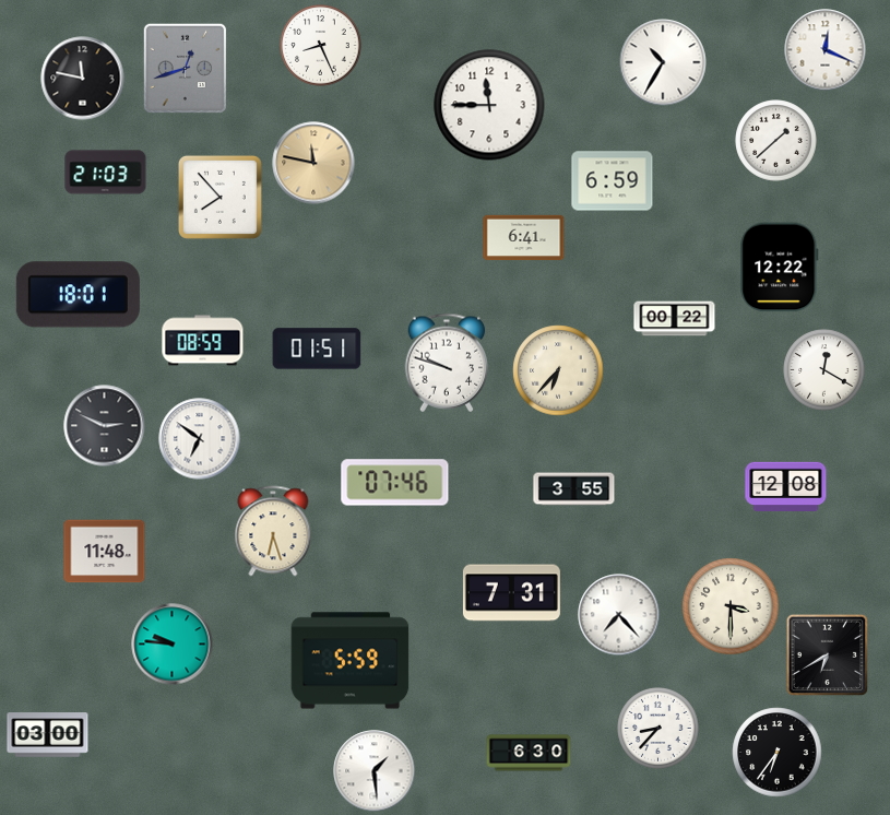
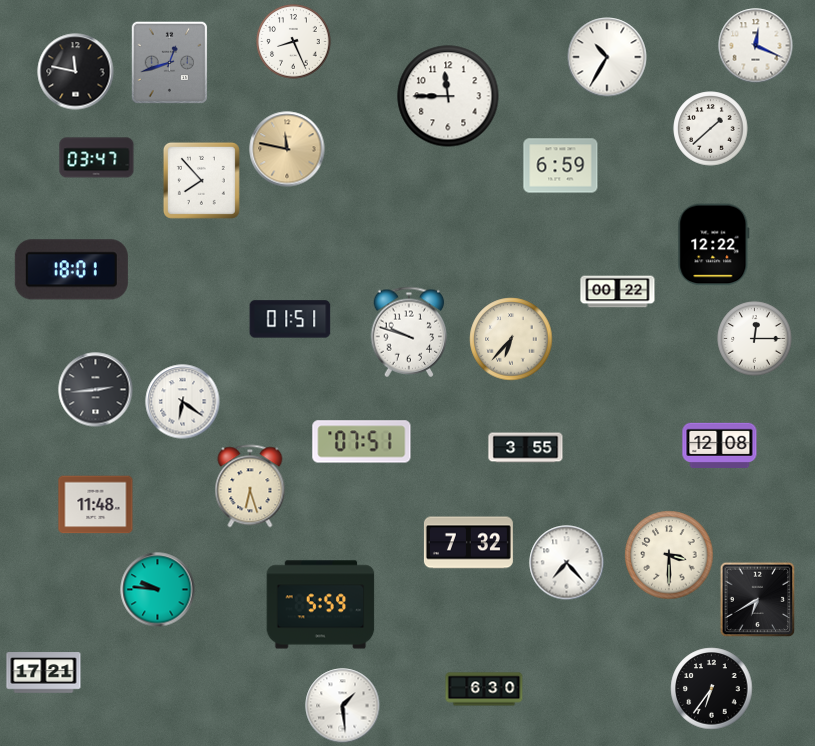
clock at (106, 173): 21:03 -> 03:47
clock at (524, 238): 6:41 -> none
clock at (203, 341): 08:59 -> none
clock at (824, 370): 12:20 -> 12:15
clock at (105, 426): 2:49 -> 2:44
clock at (200, 439): 6:51 -> 6:21
clock at (395, 483): 07:46 -> 07:51
clock at (511, 593): 7:31 -> 7:32
clock at (658, 729): 8:37 -> none
clock at (48, 735): 03:00 -> 17:21
